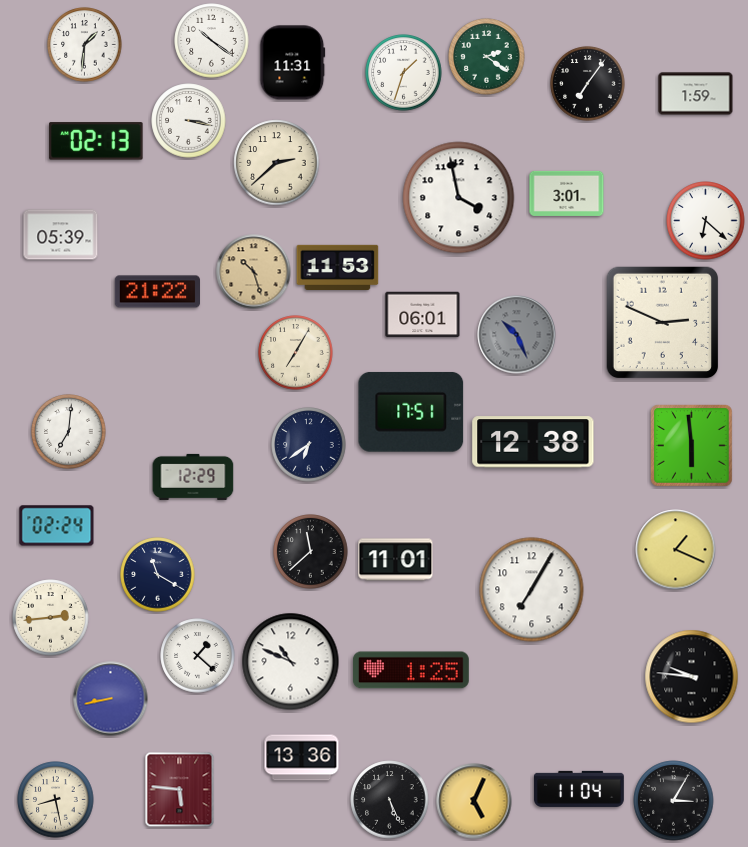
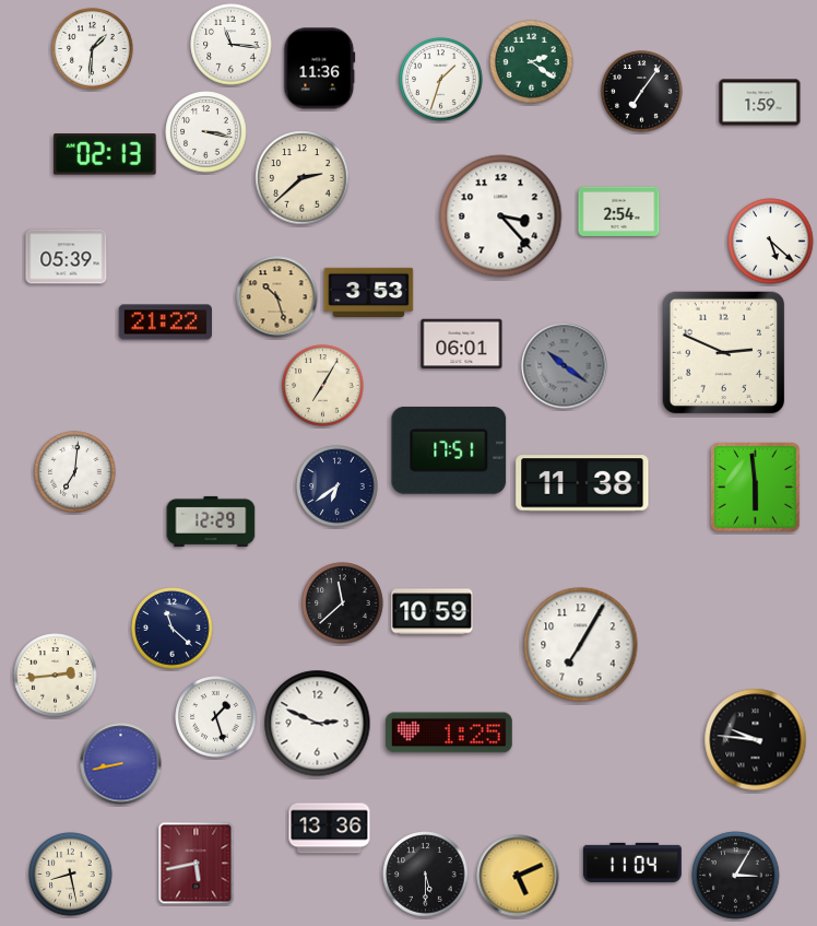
clock at (212, 41): 10:21 -> 11:16
clock at (293, 63): 11:31 -> 11:36
clock at (567, 193): 3:01 -> 2:54
clock at (459, 198): 3:58 -> 3:23
clock at (706, 221): 6:22 -> 5:22
clock at (338, 267): 11:53 -> 3:53
clock at (157, 292) position: (157, 292) -> (165, 323)
clock at (517, 335): 10:26 -> 10:21
clock at (533, 442): 12:38 -> 11:38
clock at (57, 526): 02:24 -> none
clock at (676, 550): 1:19 -> none
clock at (311, 552) position: (311, 552) -> (343, 603)
clock at (396, 560): 11:01 -> 10:59
clock at (158, 575): 11:20 -> 11:22
clock at (198, 656): 1:22 -> 1:27
clock at (291, 662): 10:49 -> 2:49
clock at (180, 790): 5:46 -> 5:43
clock at (56, 800) position: (56, 800) -> (71, 875)
clock at (390, 800): 5:26 -> 5:30
clock at (474, 801): 5:04 -> 5:11
